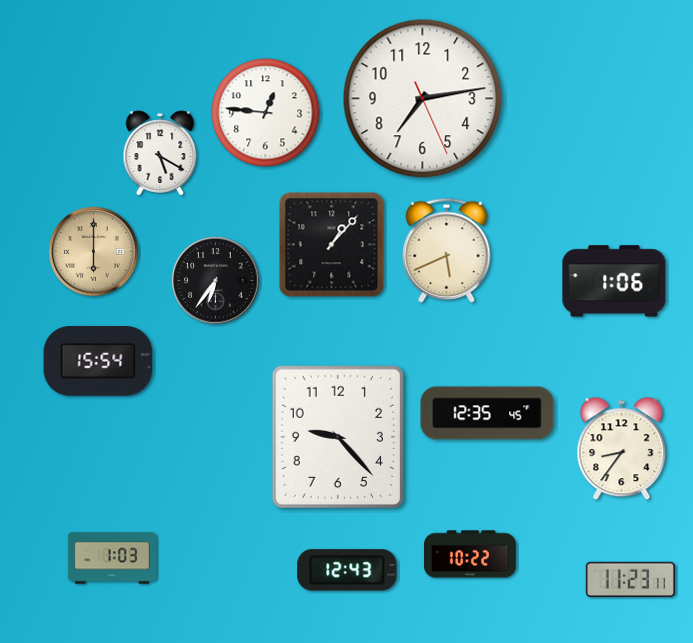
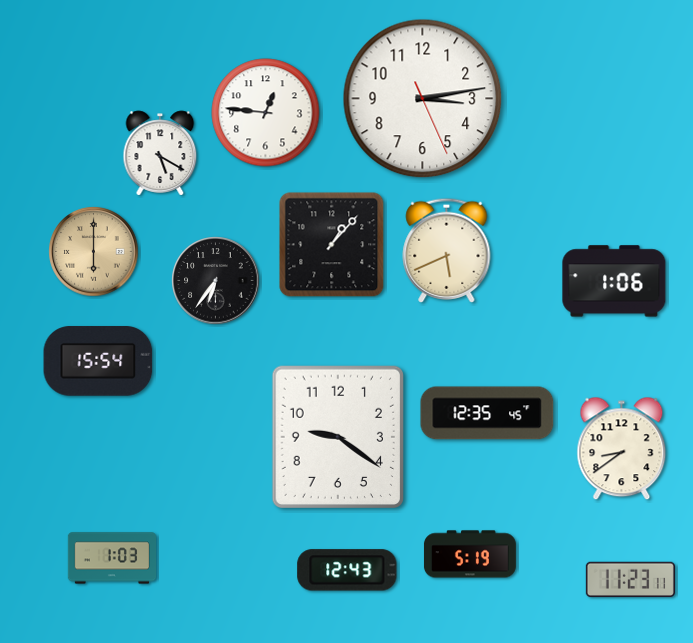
clock at (423, 99): 7:13 -> 3:13
clock at (337, 436): 9:23 -> 9:21
clock at (622, 449): 8:36 -> 8:39
clock at (470, 554): 10:22 -> 5:19
